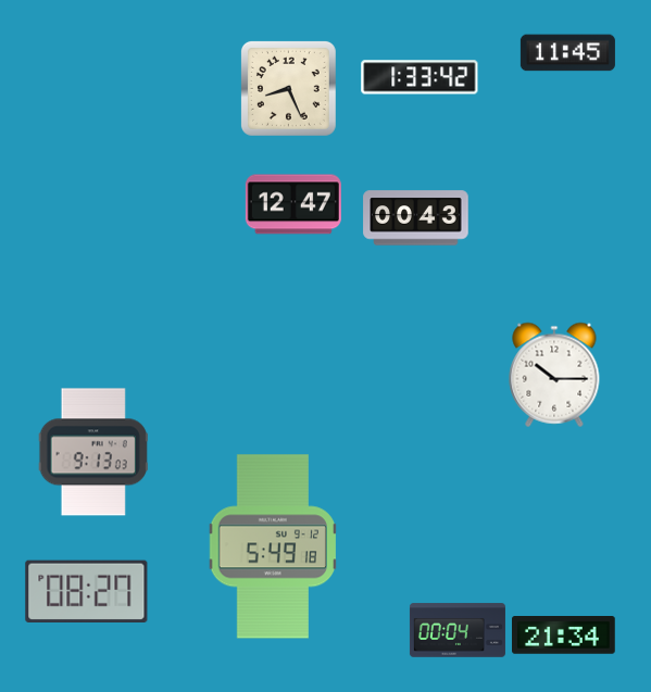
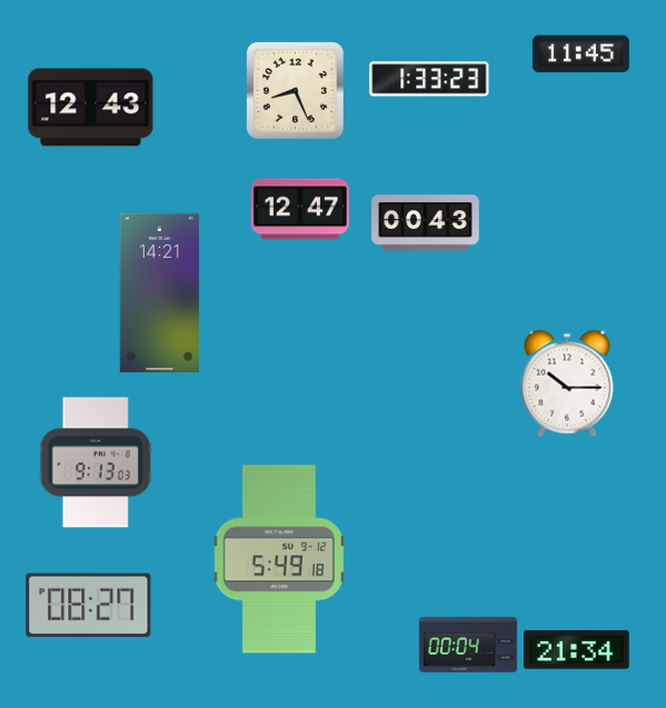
clock at (420, 77): 1:33:42 -> 1:33:23
clock at (91, 108): none -> 12:43
clock at (159, 292): none -> 14:21
